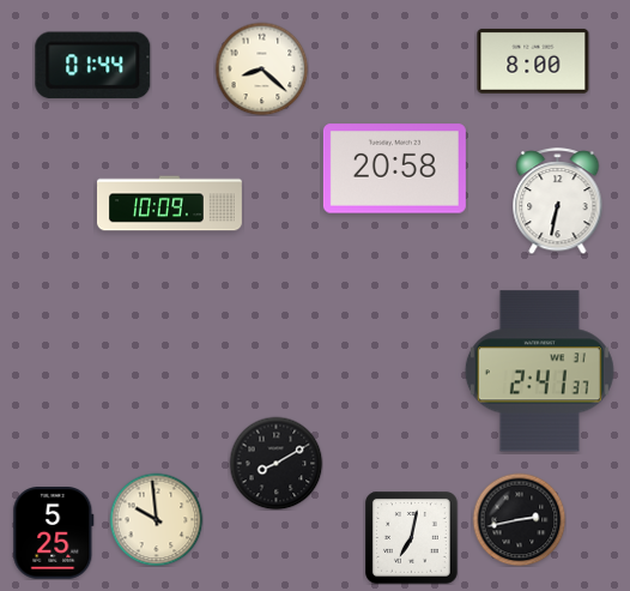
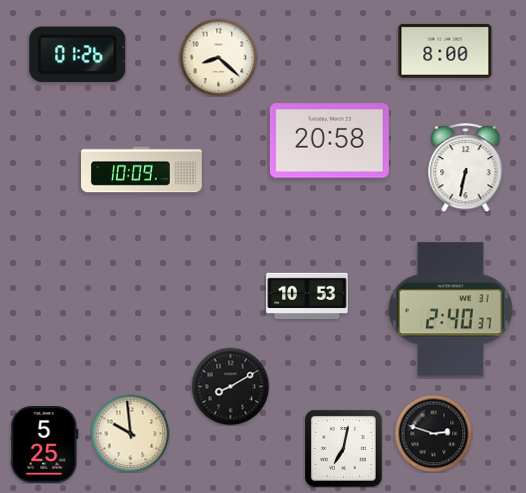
clock at (93, 66): 01:44 -> 01:26
clock at (307, 296): none -> 10:53
clock at (539, 372): 2:41 -> 2:40
clock at (519, 519): 2:43 -> 2:48
